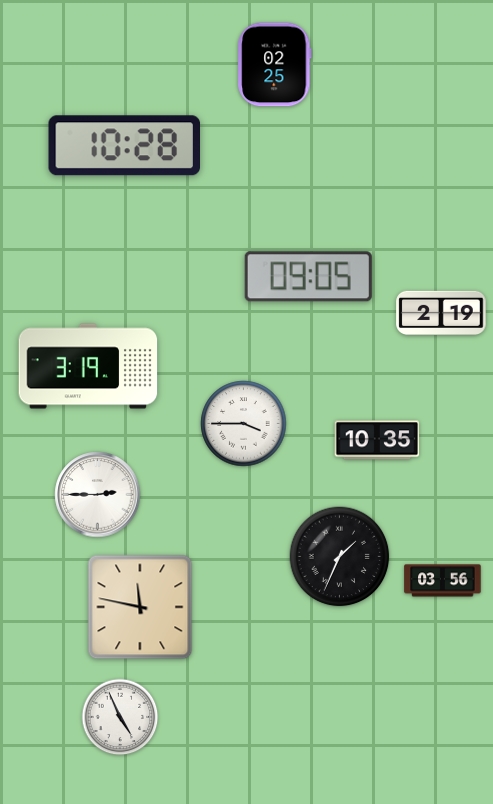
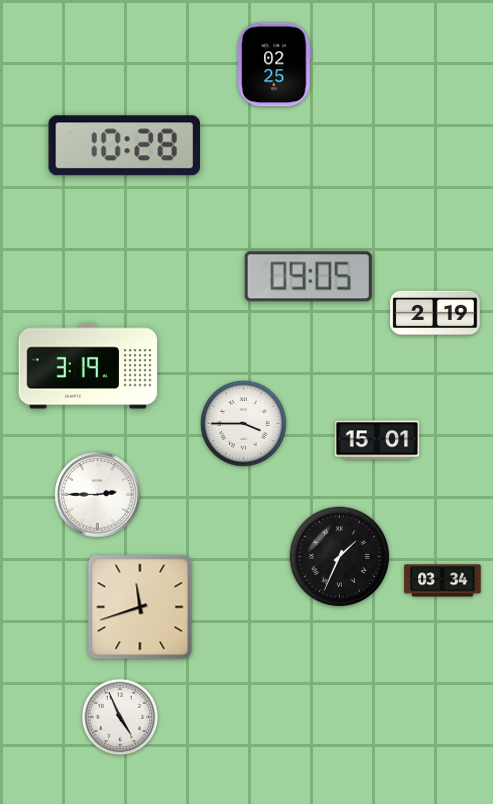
clock at (441, 313) position: (441, 313) -> (435, 313)
clock at (377, 440): 10:35 -> 15:01
clock at (443, 581): 03:56 -> 03:34
clock at (140, 607): 11:47 -> 11:42
